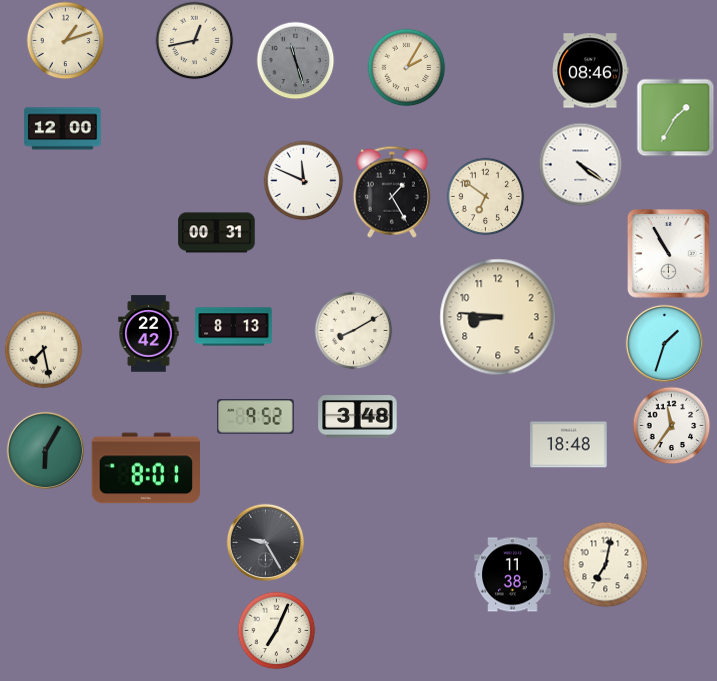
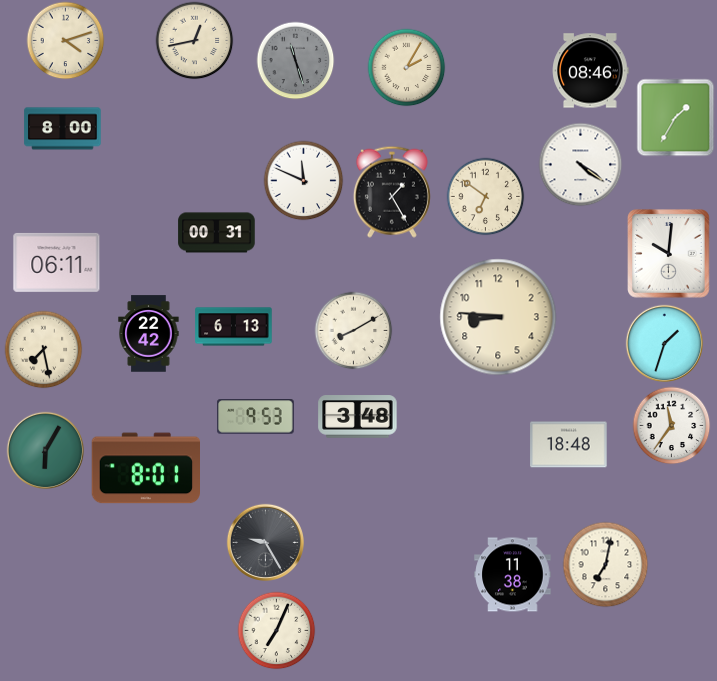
clock at (65, 40): 1:12 -> 4:12
clock at (63, 129): 12:00 -> 8:00
clock at (669, 254): 10:55 -> 10:01
clock at (57, 262): none -> 06:11
clock at (234, 327): 8:13 -> 6:13
clock at (256, 417): 9:52 -> 9:53
